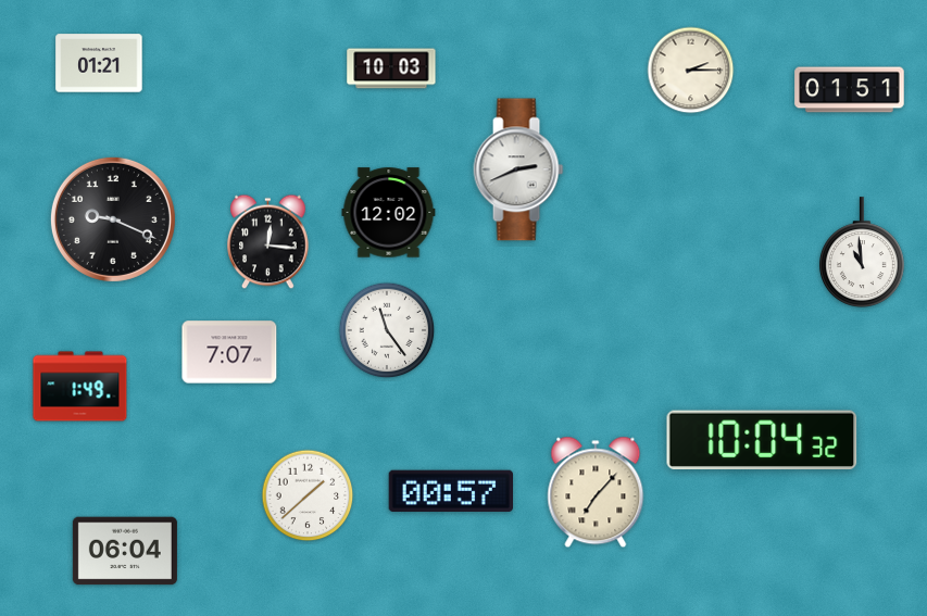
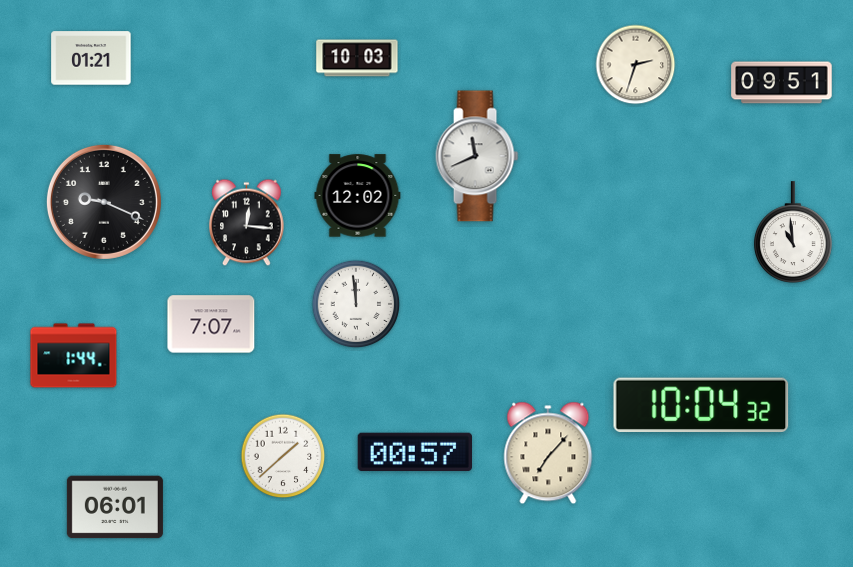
clock at (391, 68) position: (391, 68) -> (357, 58)
clock at (691, 71): 2:15 -> 2:33
clock at (850, 90): 01:51 -> 09:51
clock at (518, 169): 2:41 -> 11:41
clock at (387, 330): 11:24 -> 11:59
clock at (80, 387): 1:49 -> 1:44
clock at (125, 551): 06:04 -> 06:01
